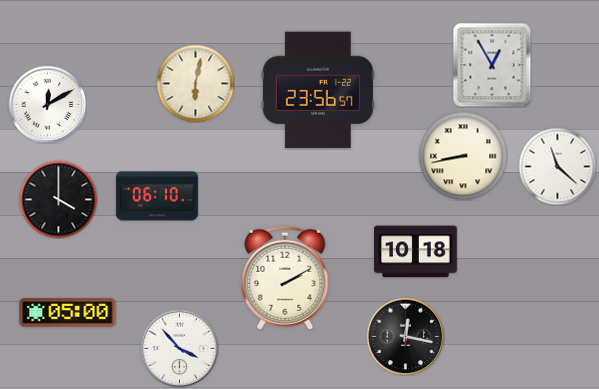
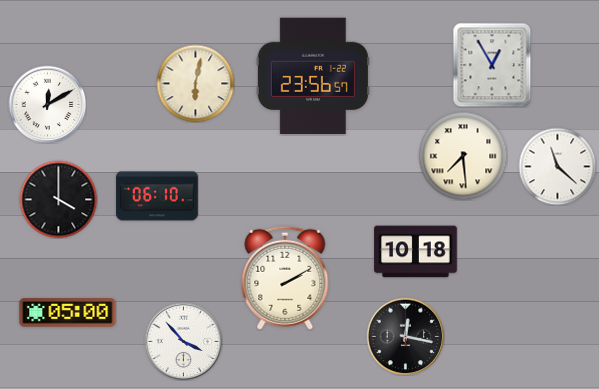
clock at (318, 90) position: (318, 90) -> (313, 76)
clock at (463, 156): 8:43 -> 7:29
clock at (179, 348) position: (179, 348) -> (183, 341)
